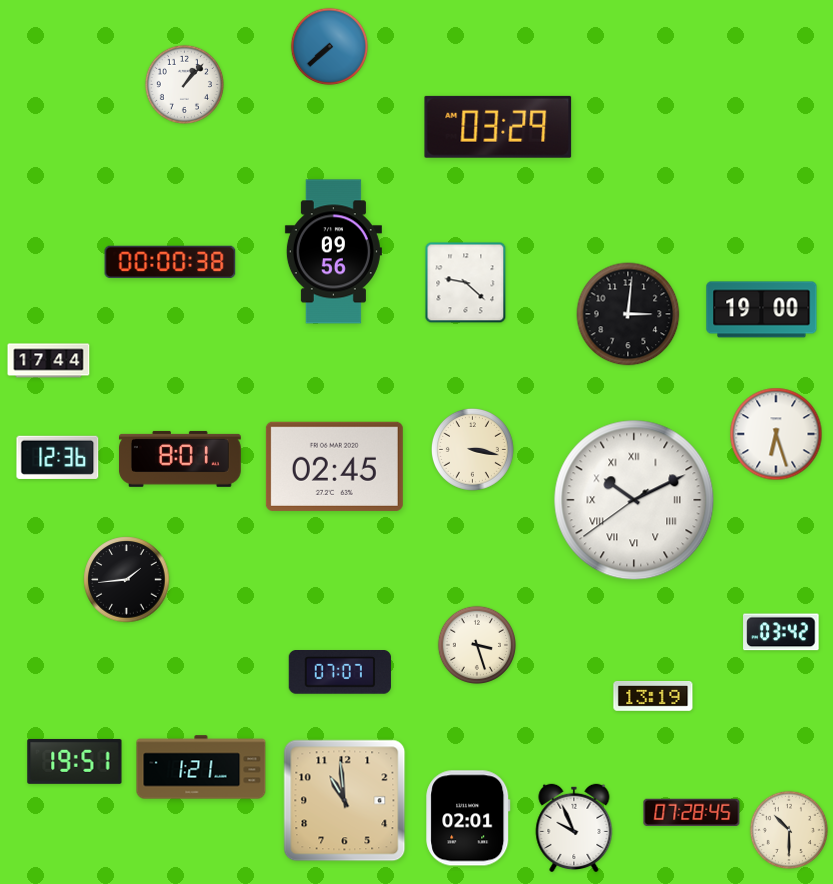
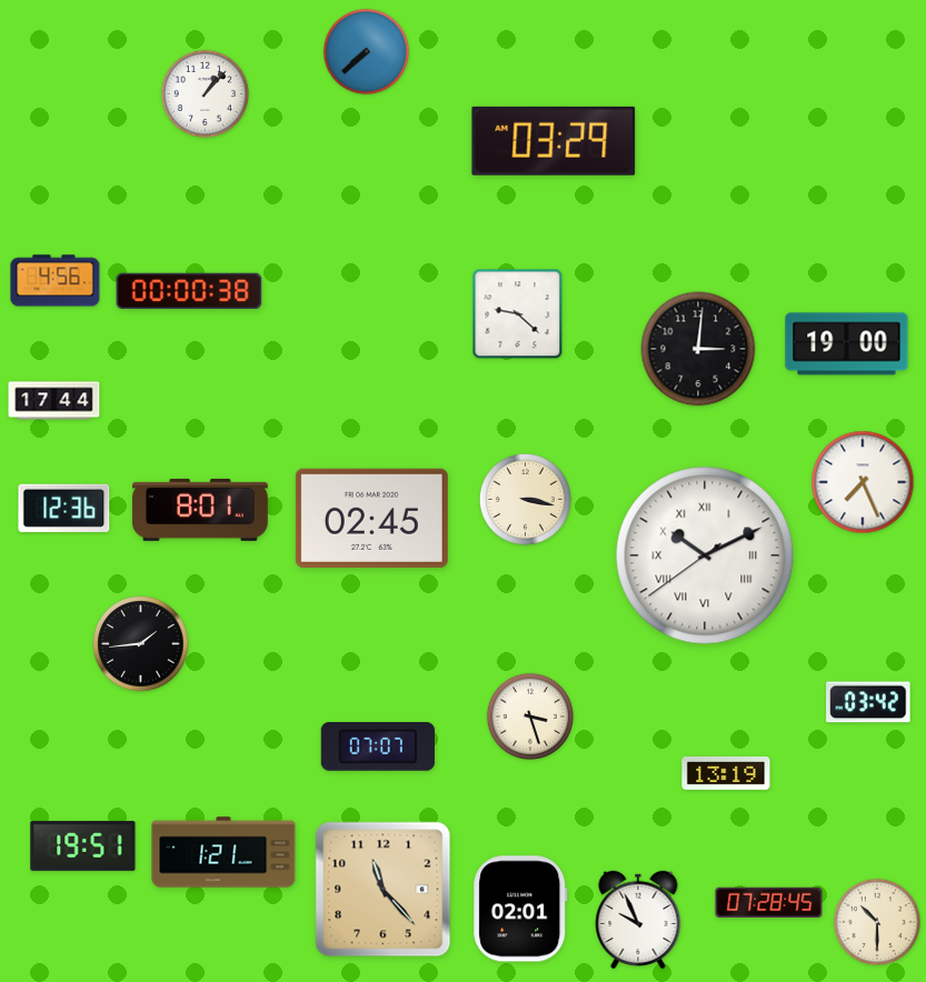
clock at (333, 252): 09:56 -> none
clock at (56, 281): none -> 4:56
clock at (776, 434): 6:27 -> 7:26
clock at (345, 801): 10:59 -> 11:23
